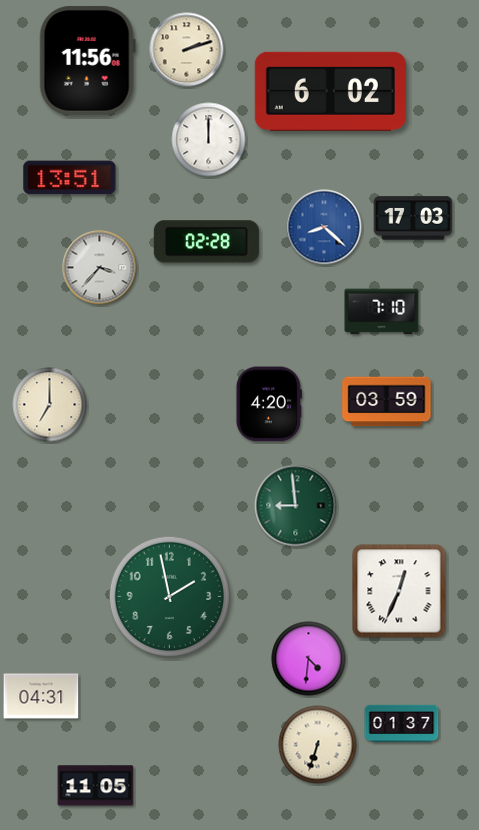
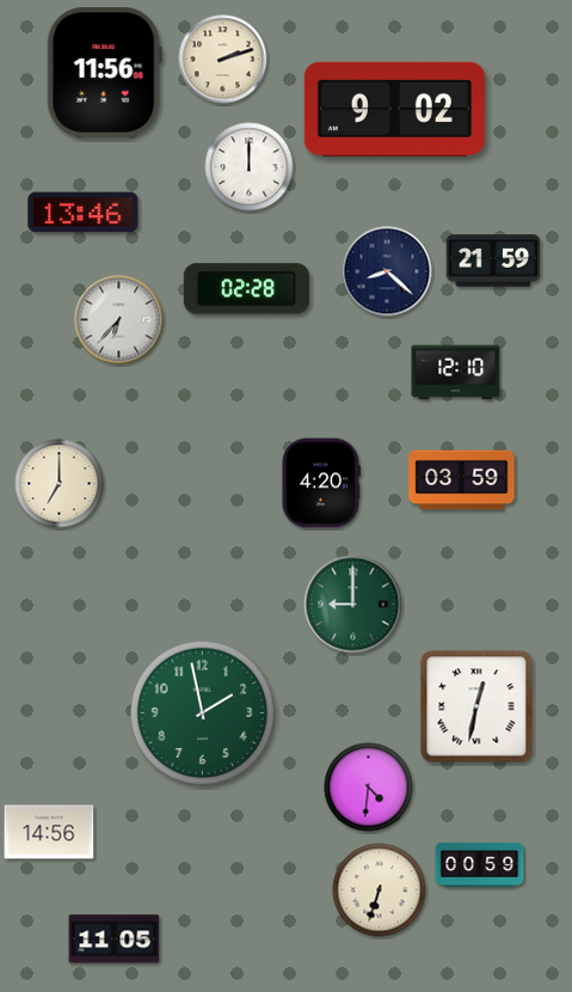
clock at (330, 91): 6:02 -> 9:02
clock at (70, 178): 13:51 -> 13:46
clock at (413, 218): 17:03 -> 21:59
clock at (324, 227) dial: blue -> navy
clock at (100, 268): 3:37 -> 6:37
clock at (382, 312): 7:10 -> 12:10
clock at (296, 506): 8:59 -> 9:00
clock at (399, 591): 12:34 -> 12:32
clock at (41, 696): 04:31 -> 14:56
clock at (402, 724): 01:37 -> 00:59
